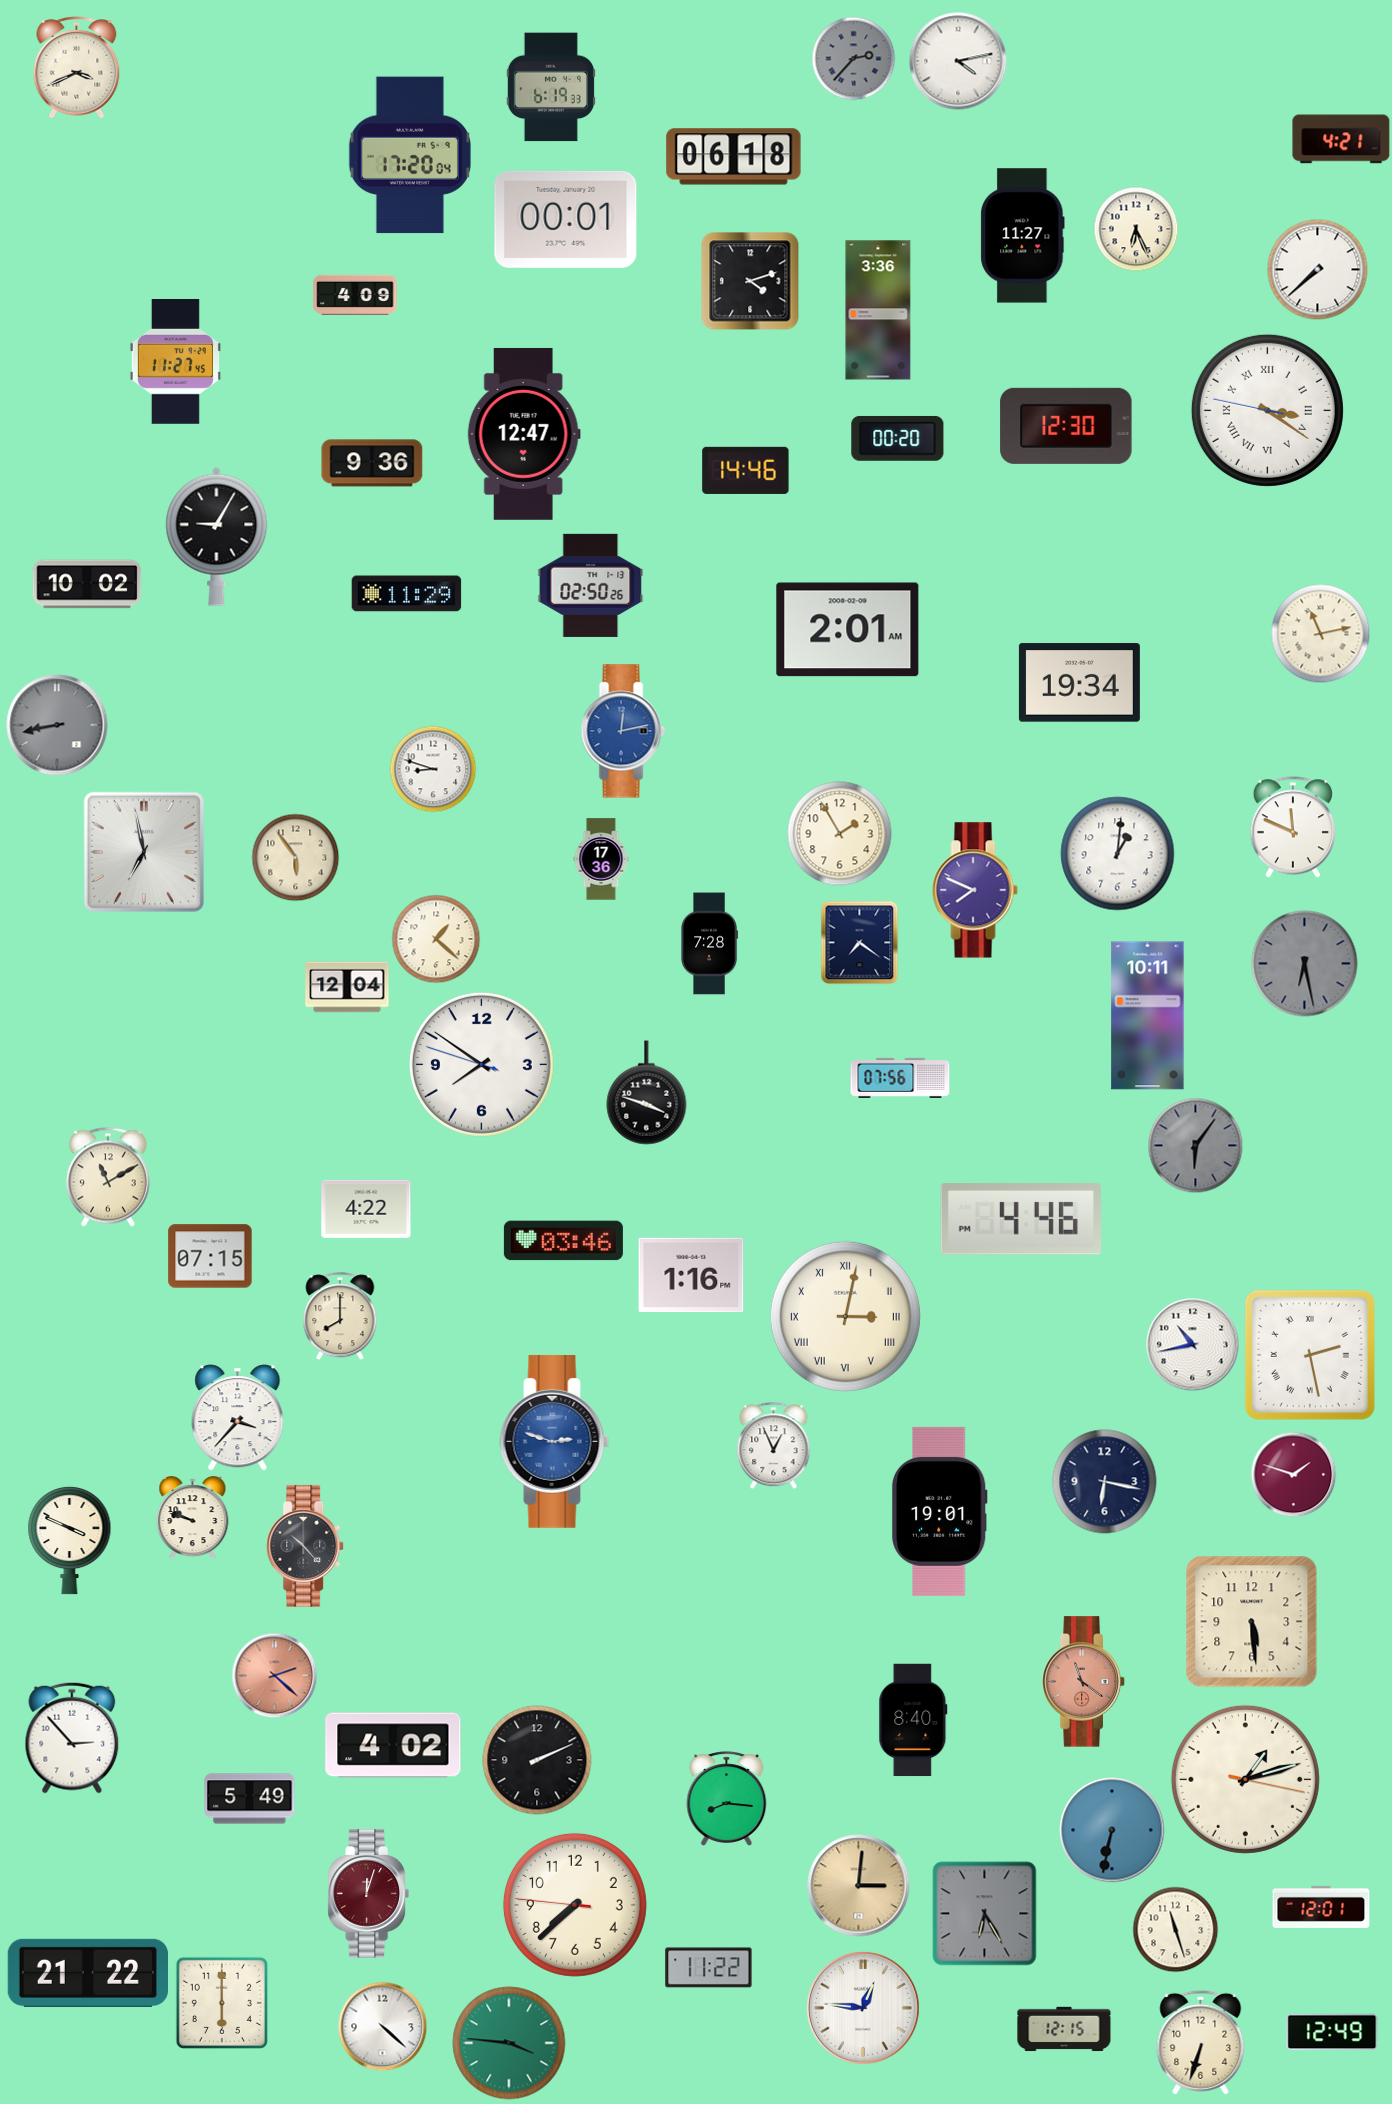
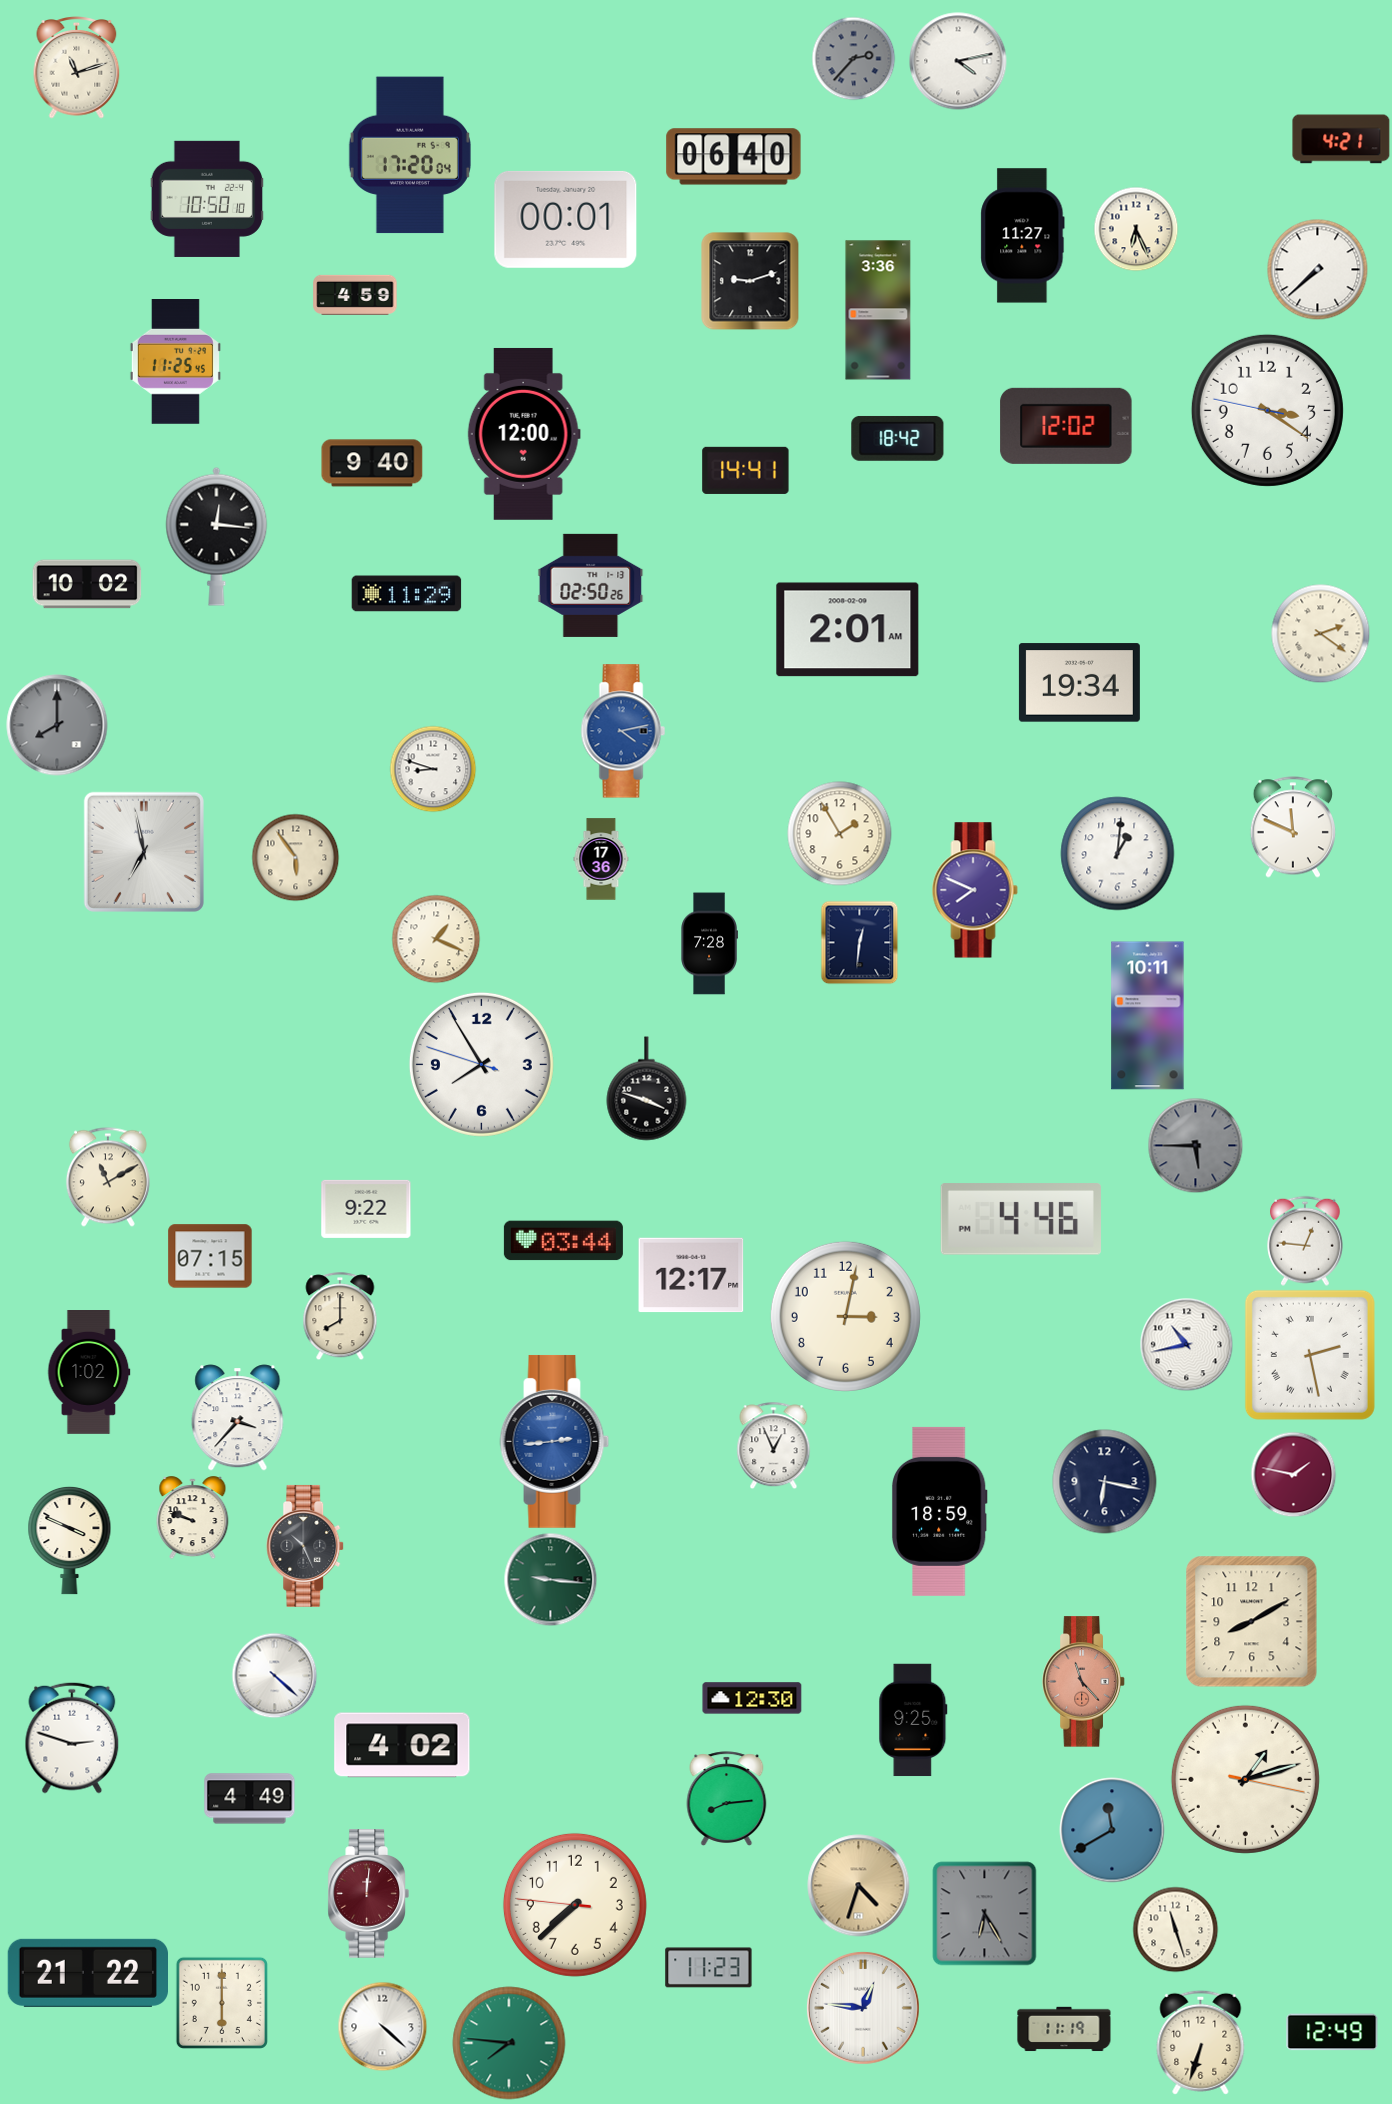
clock at (77, 68): 3:41 -> 11:12
clock at (551, 87): 6:19 -> none
clock at (734, 157): 06:18 -> 06:40
clock at (207, 199): none -> 10:50
clock at (750, 281): 4:12 -> 9:12
clock at (355, 295): 4:09 -> 4:59
clock at (175, 362): 11:27 -> 11:25
clock at (1267, 410) numerals: Roman -> Arabic
clock at (1066, 426): 12:30 -> 12:02
clock at (524, 434): 12:47 -> 12:00
clock at (898, 438): 00:20 -> 18:42
clock at (372, 463): 9:36 -> 9:40
clock at (746, 470): 14:46 -> 14:41
clock at (217, 536): 9:05 -> 12:16
clock at (1321, 634): 11:13 -> 2:21
clock at (57, 725): 8:43 -> 8:00
clock at (623, 731): 12:13 -> 4:13
clock at (436, 939): 1:22 -> 1:19
clock at (860, 942): 7:21 -> 12:31
clock at (1305, 964): 6:28 -> none
clock at (347, 987): 12:04 -> none
clock at (481, 1064): 7:50 -> 7:54
clock at (900, 1078): 07:56 -> none
clock at (647, 1093) position: (647, 1093) -> (647, 1089)
clock at (1195, 1145): 6:06 -> 5:45
clock at (366, 1209): 4:22 -> 9:22
clock at (563, 1241): 03:46 -> 03:44
clock at (1306, 1241): none -> 12:46
clock at (691, 1275): 1:16 -> 12:17
clock at (845, 1316) numerals: Roman -> Arabic
clock at (1192, 1344) position: (1192, 1344) -> (1186, 1344)
clock at (89, 1373): none -> 1:02
clock at (555, 1441): 2:48 -> 2:44
clock at (1293, 1474): 1:48 -> 1:47
clock at (939, 1511): 19:01 -> 18:59
clock at (306, 1546): 10:23 -> 10:26
clock at (550, 1579): none -> 9:16
clock at (1252, 1622): 5:29 -> 8:10
clock at (274, 1675): 2:22 -> 4:22
clock at (274, 1675) dial: salmon -> white
clock at (1084, 1682): 11:21 -> 11:23
clock at (752, 1698): none -> 12:30
clock at (913, 1720): 8:40 -> 9:25
clock at (72, 1738): 2:53 -> 2:48
clock at (393, 1745) position: (393, 1745) -> (402, 1745)
clock at (537, 1760): 2:11 -> none
clock at (250, 1799): 5:49 -> 4:49
clock at (727, 1799): 8:16 -> 8:14
clock at (1112, 1830): 6:32 -> 11:40
clock at (859, 1886): 3:01 -> 4:33
clock at (368, 1894): 12:03 -> 12:01
clock at (1321, 1907): 12:01 -> none
clock at (709, 1968): 11:22 -> 11:23
clock at (1064, 2029): 12:15 -> 11:19
clock at (509, 2043): 3:46 -> 7:46
